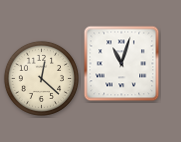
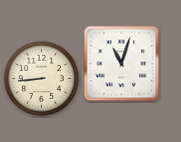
clock at (41, 78): 12:22 -> 8:44
